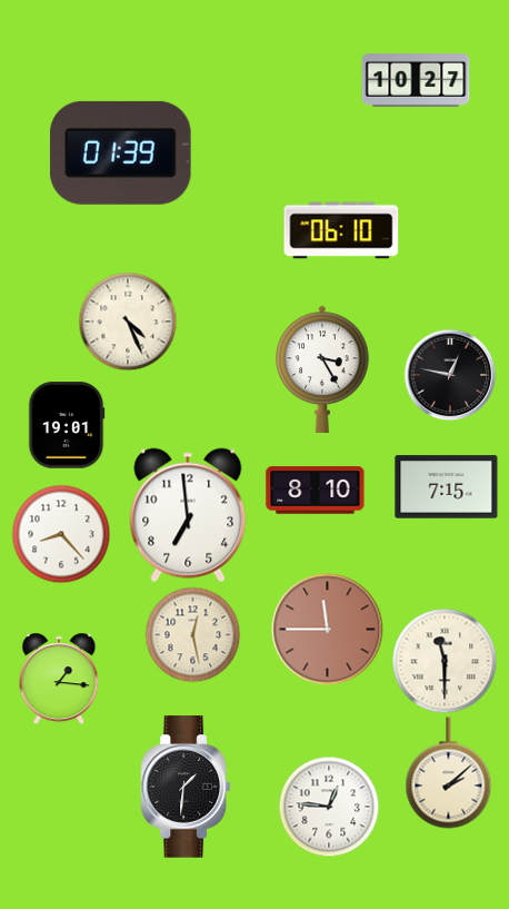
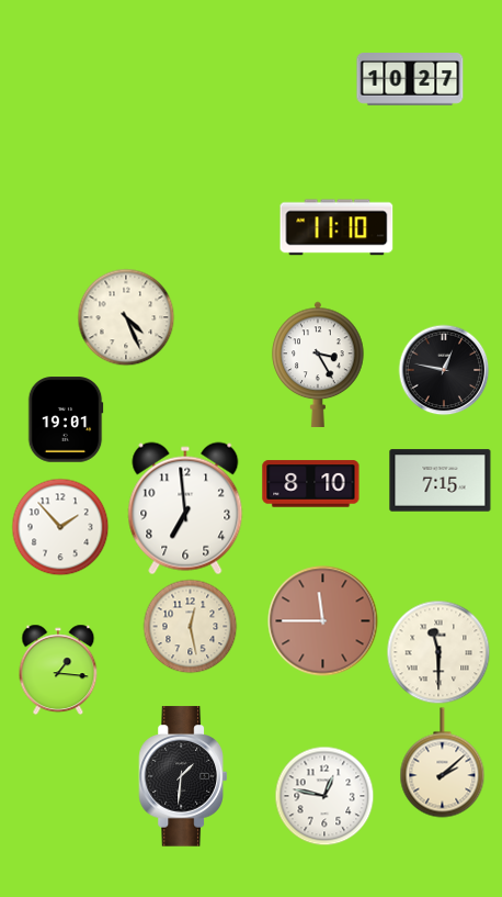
clock at (120, 152): 01:39 -> none
clock at (341, 230): 06:10 -> 11:10
clock at (61, 534): 8:23 -> 1:53
clock at (329, 807): 12:46 -> 12:47
